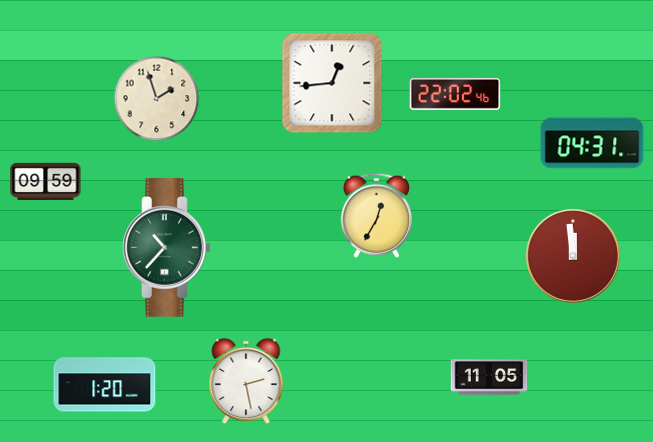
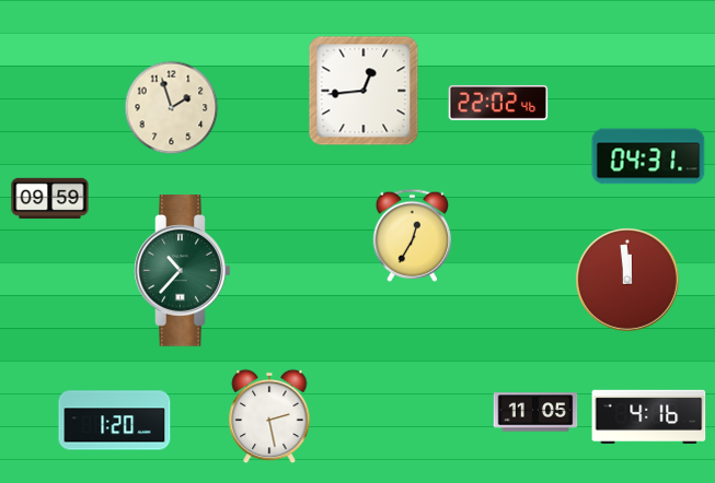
clock at (649, 416): none -> 4:16
